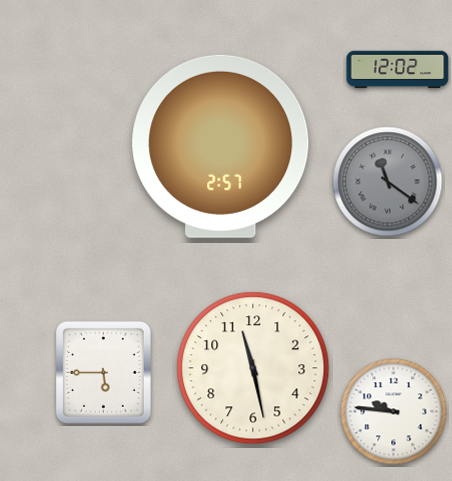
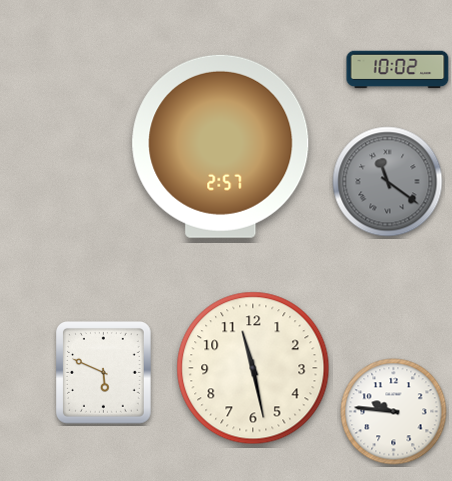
clock at (398, 70): 12:02 -> 10:02
clock at (104, 373): 5:45 -> 5:49
